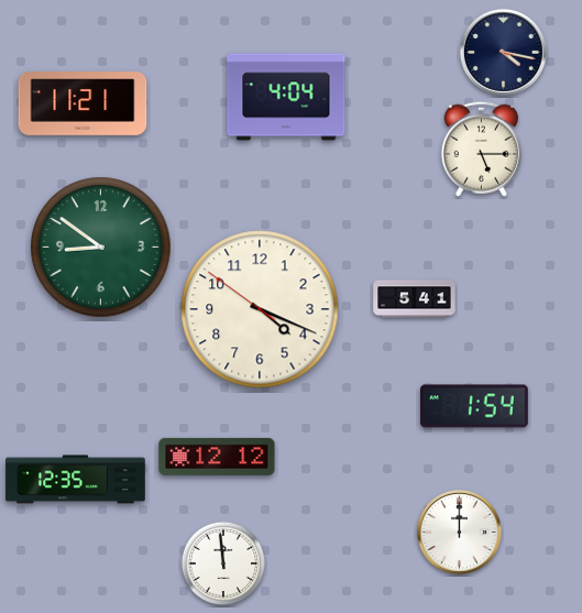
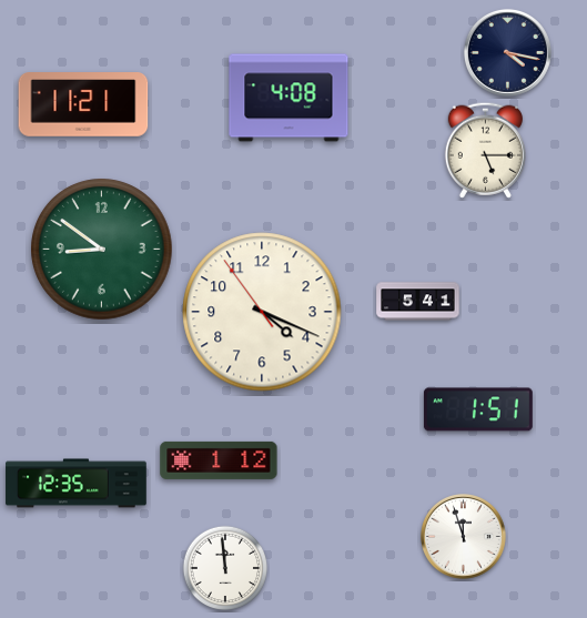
clock at (286, 97): 4:04 -> 4:08
clock at (260, 309): 4:18:51 -> 4:18:54
clock at (474, 406): 1:54 -> 1:51
clock at (217, 457): 12:12 -> 1:12
clock at (459, 532): 12:00 -> 11:57
